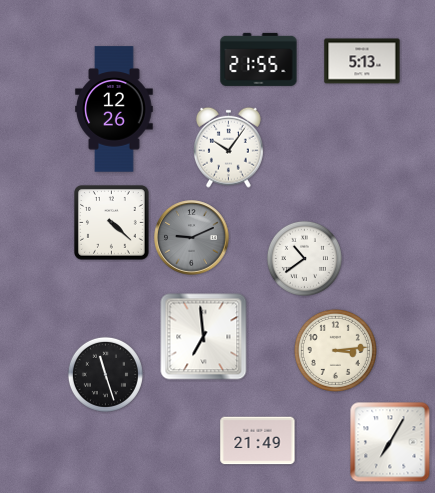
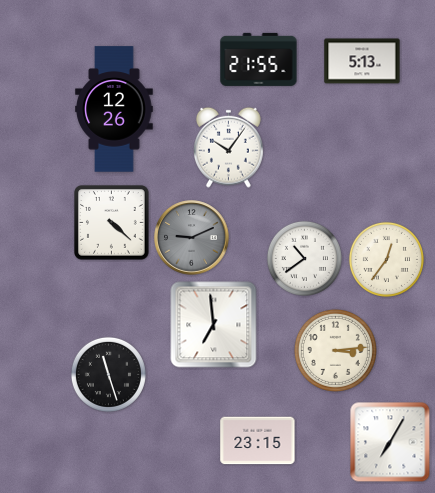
clock at (386, 259): none -> 12:36
clock at (204, 337) position: (204, 337) -> (214, 325)
clock at (105, 374) position: (105, 374) -> (108, 374)
clock at (258, 441): 21:49 -> 23:15
